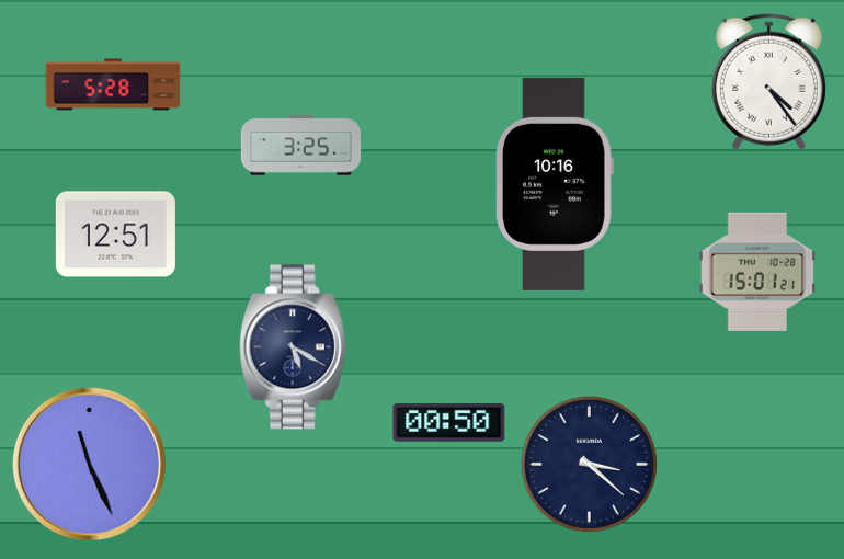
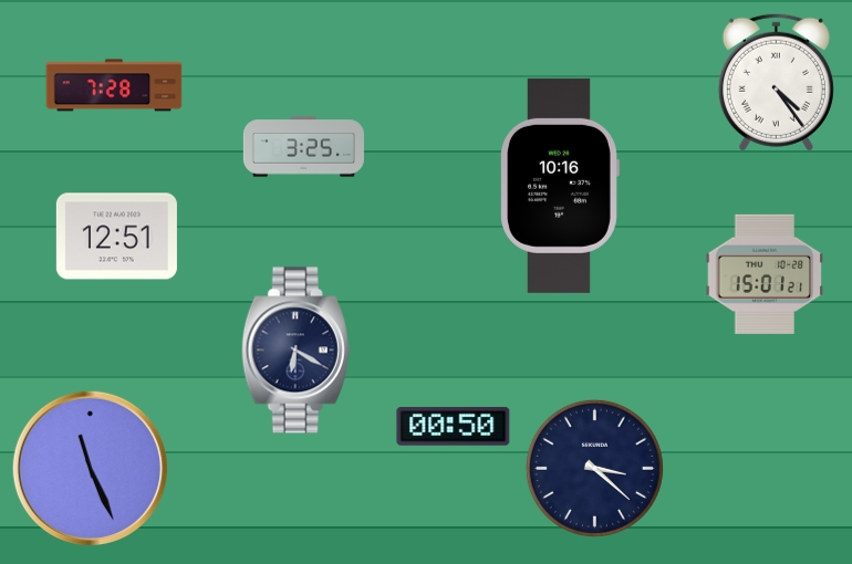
clock at (113, 84): 5:28 -> 7:28
clock at (293, 347): 5:20 -> 6:20
